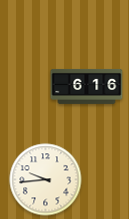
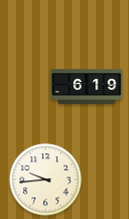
clock at (87, 86): 6:16 -> 6:19
